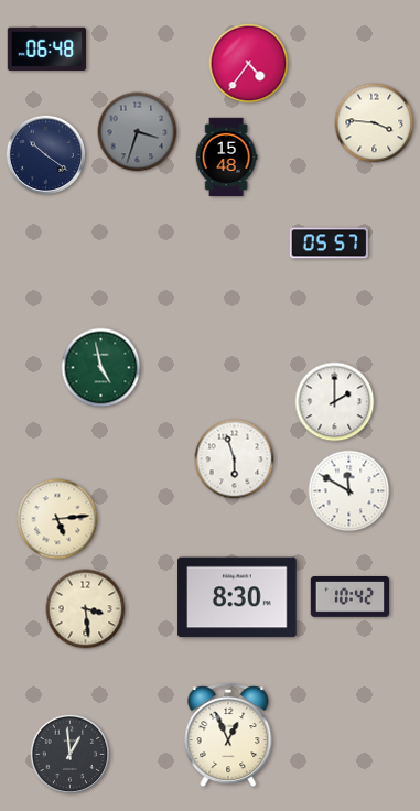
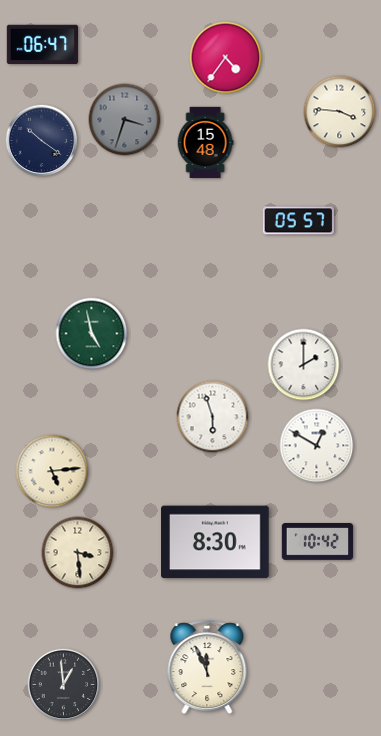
clock at (46, 48): 06:48 -> 06:47
clock at (349, 491): 11:50 -> 12:50
clock at (228, 736): 12:56 -> 11:56
